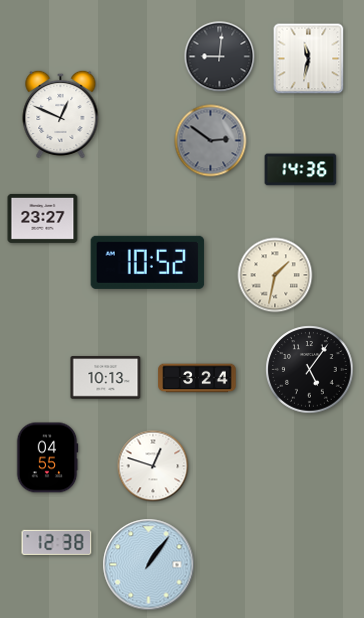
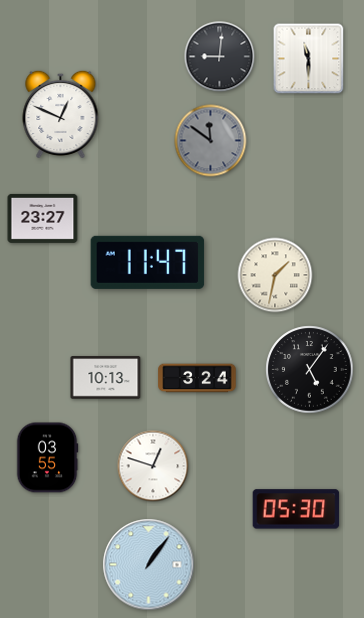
clock at (309, 59): 11:32 -> 11:30
clock at (211, 141): 2:51 -> 11:51
clock at (301, 170): 14:36 -> none
clock at (148, 262): 10:52 -> 11:47
clock at (47, 458): 04:55 -> 03:55
clock at (296, 509): none -> 05:30
clock at (57, 542): 12:38 -> none
